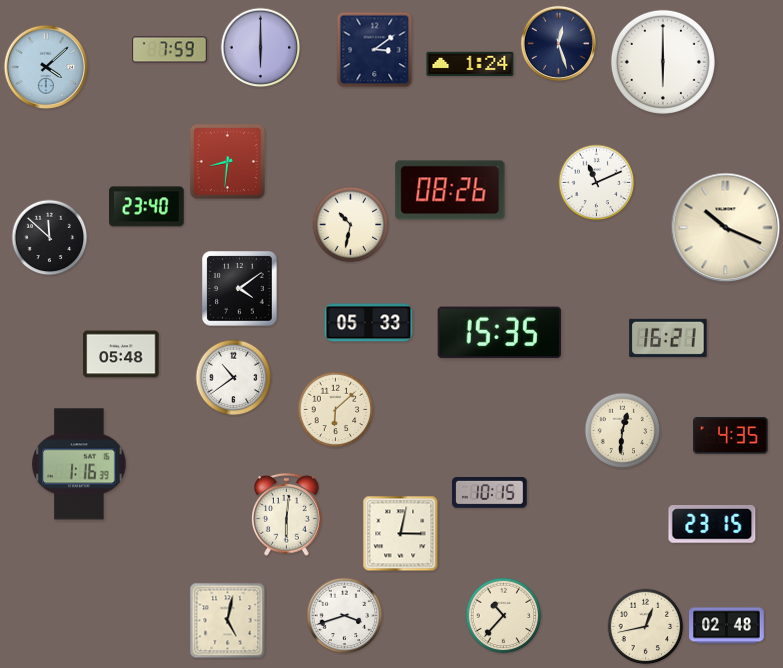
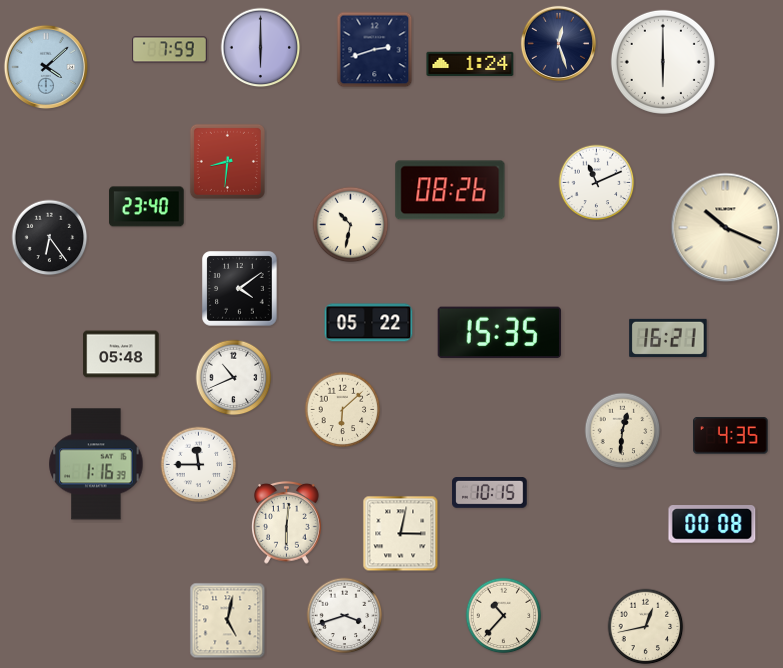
clock at (375, 50): 3:09 -> 2:42
clock at (50, 238): 11:52 -> 6:24
clock at (369, 323): 05:33 -> 05:22
clock at (234, 378): 10:39 -> 10:41
clock at (336, 410) position: (336, 410) -> (343, 410)
clock at (79, 464) position: (79, 464) -> (96, 464)
clock at (199, 465): none -> 11:45
clock at (287, 514) position: (287, 514) -> (287, 522)
clock at (712, 525): 23:15 -> 00:08
clock at (727, 626): 02:48 -> none
